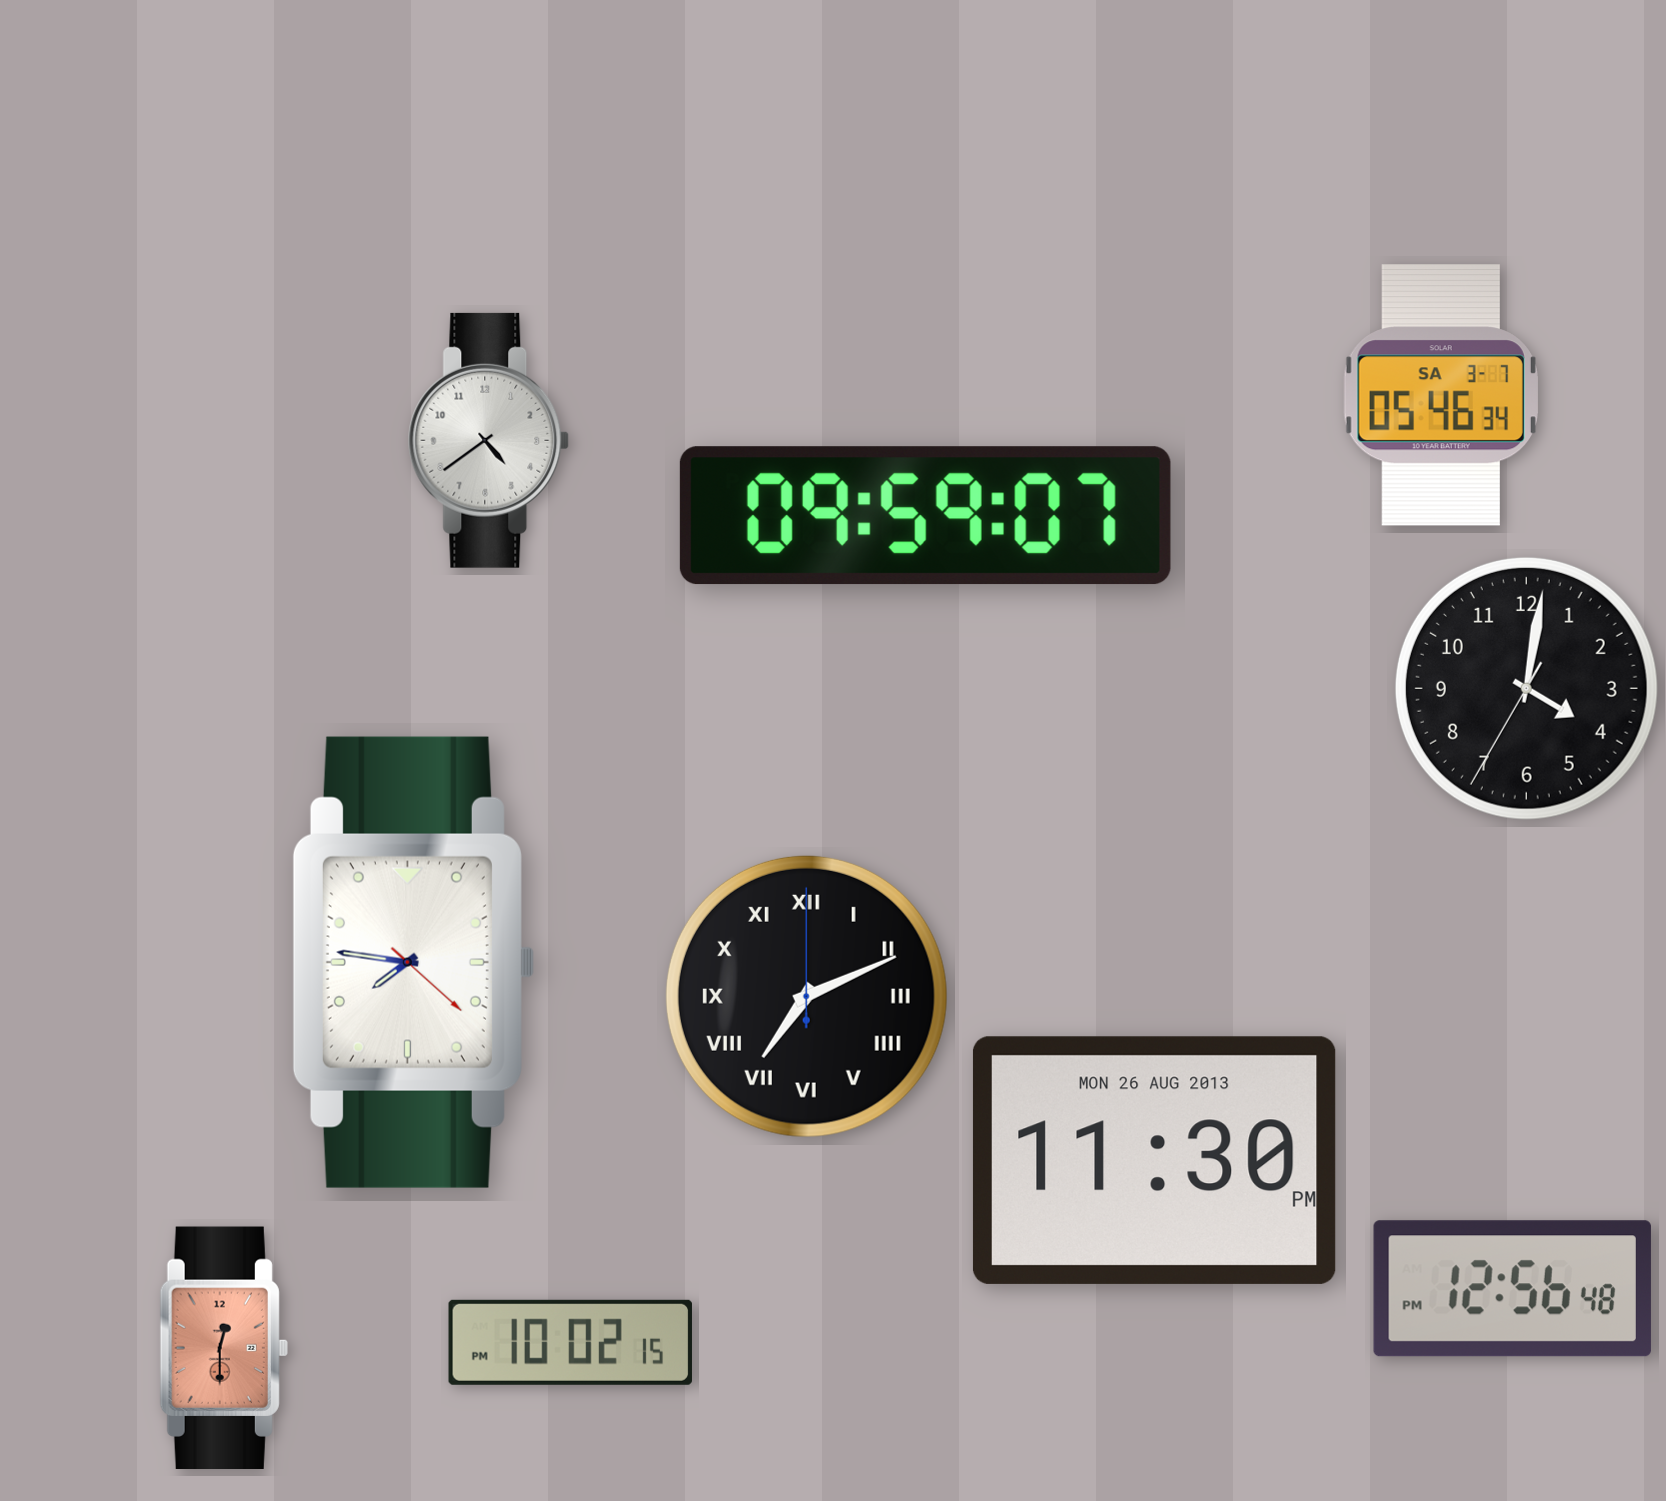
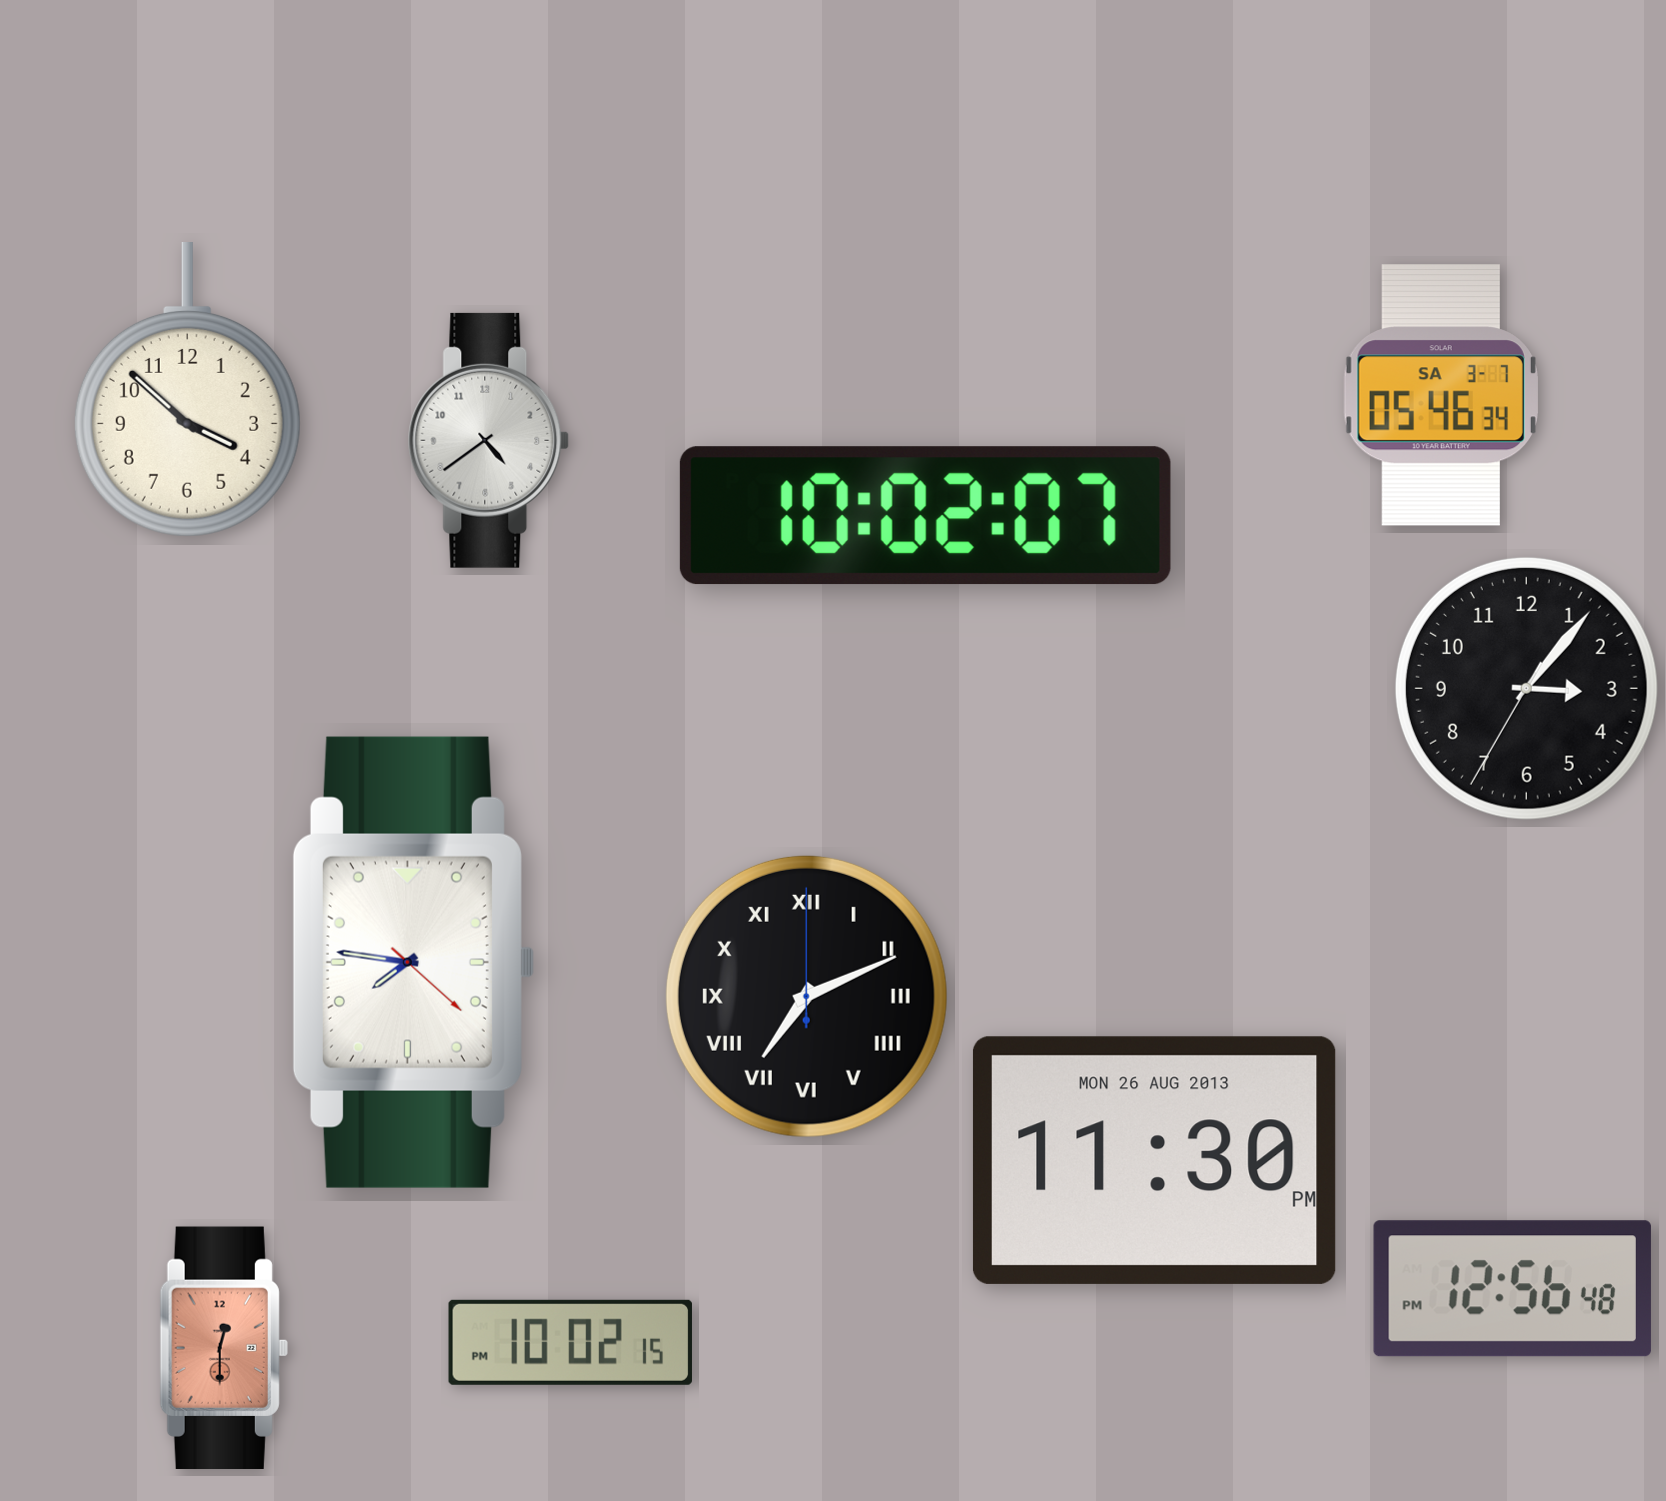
clock at (187, 390): none -> 3:52
clock at (925, 516): 09:59 -> 10:02
clock at (1526, 688): 4:01 -> 3:06
